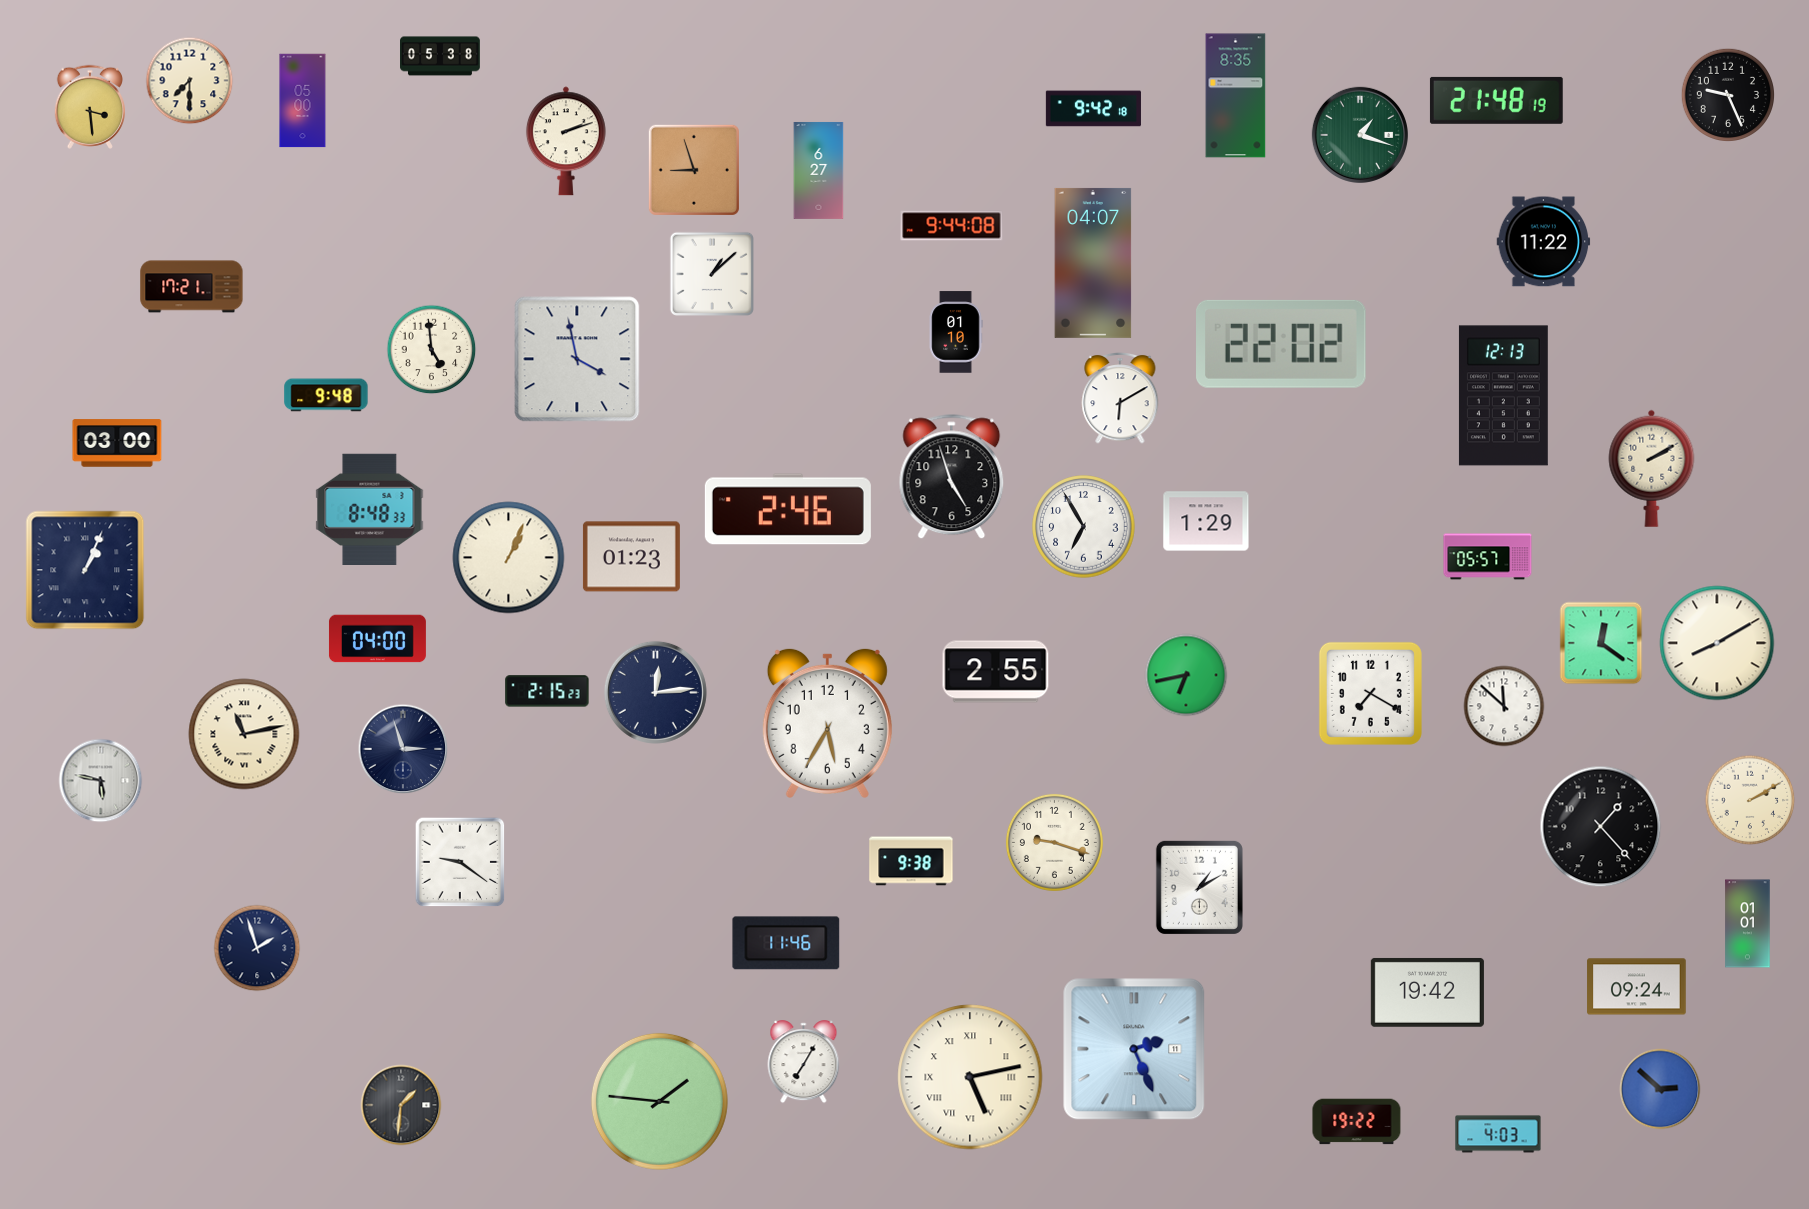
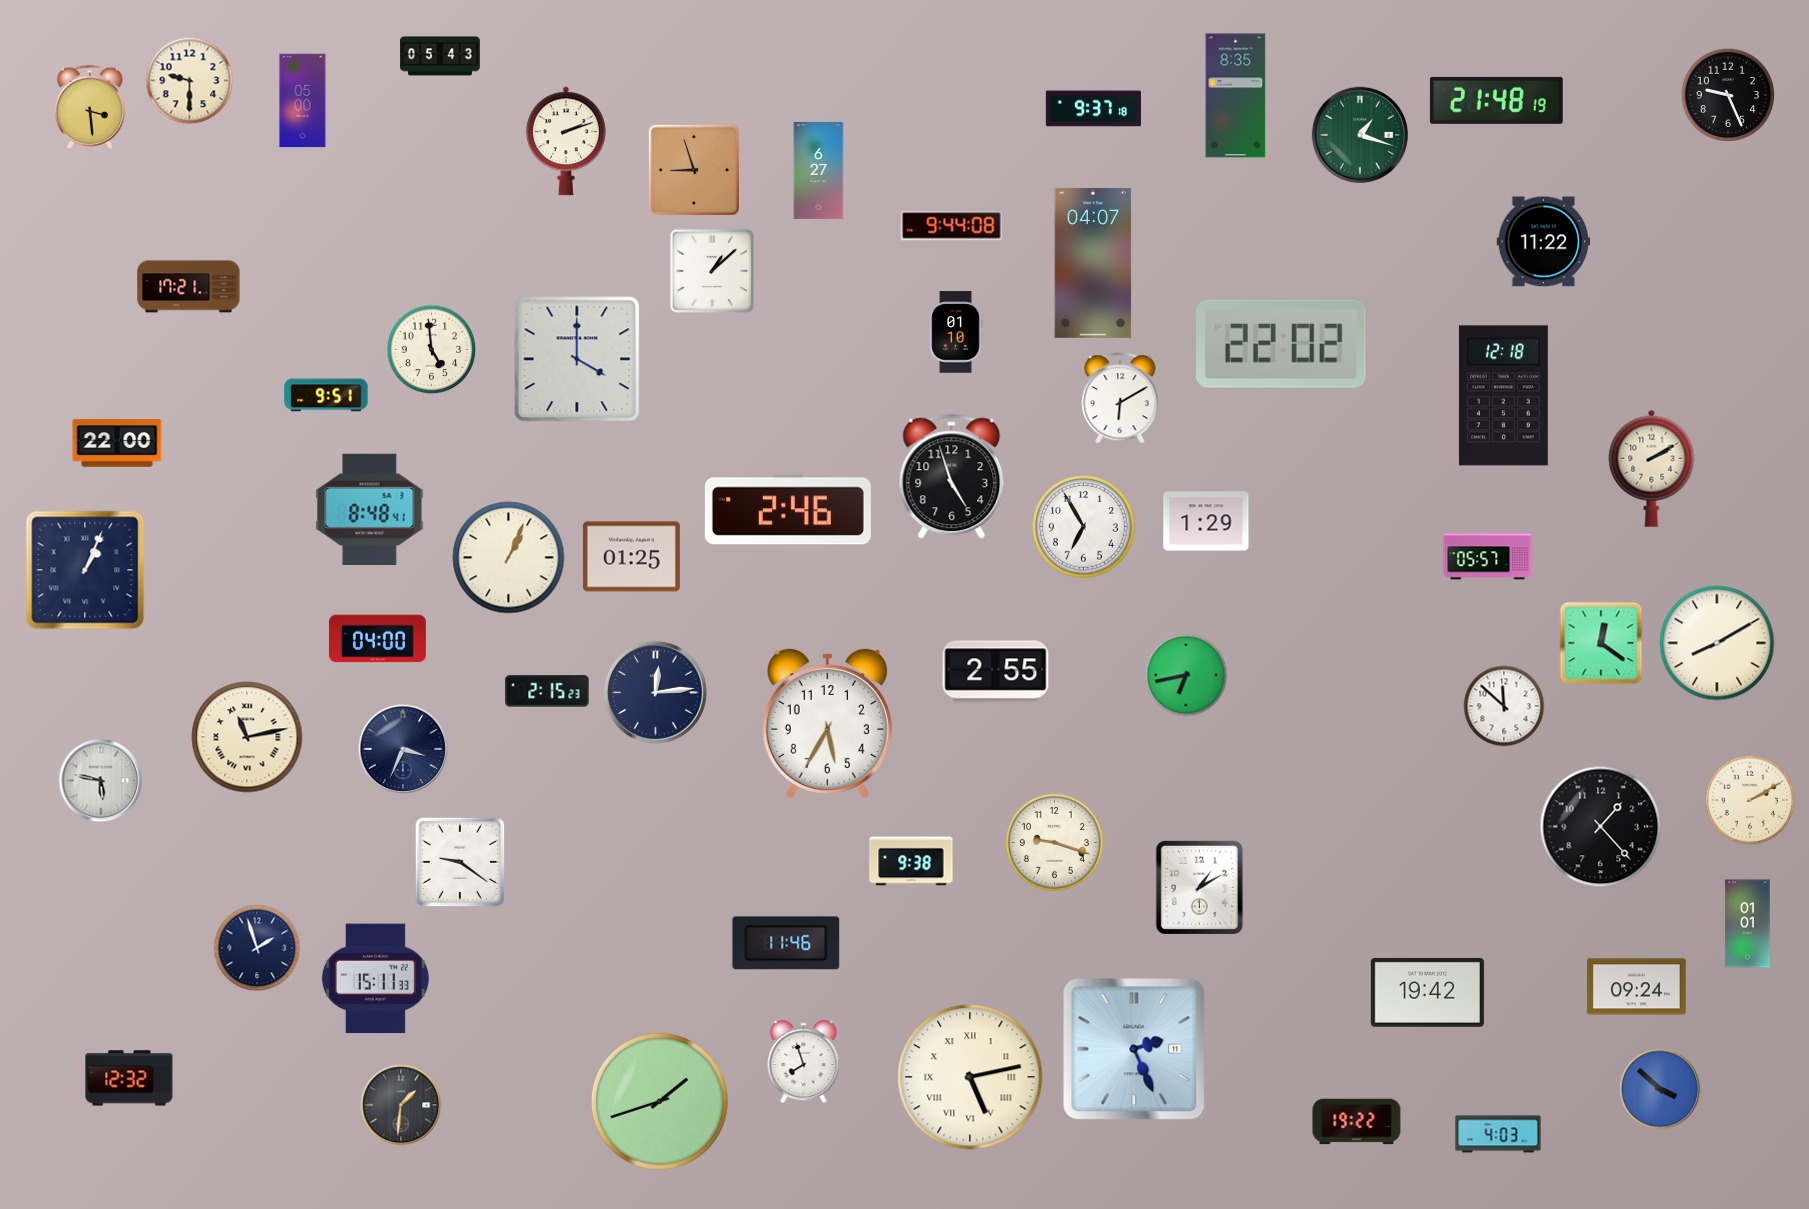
clock at (441, 56): 05:38 -> 05:43
clock at (190, 81): 7:30 -> 9:30
clock at (1093, 109): 9:42 -> 9:37
clock at (712, 274) position: (712, 274) -> (712, 271)
clock at (192, 287) position: (192, 287) -> (189, 287)
clock at (577, 359): 3:58 -> 4:00
clock at (326, 395): 9:48 -> 9:51
clock at (1503, 396): 12:13 -> 12:18
clock at (117, 443): 03:00 -> 22:00
clock at (370, 509): 8:48:33 -> 8:48:41
clock at (631, 557): 01:23 -> 01:25
clock at (1370, 693): 7:20 -> none
clock at (244, 734) position: (244, 734) -> (247, 737)
clock at (403, 749): 2:57 -> 3:34
clock at (375, 979): none -> 15:11
clock at (804, 1062): 7:05 -> 7:57
clock at (129, 1078): none -> 12:32
clock at (1660, 1089): 2:52 -> 3:52
clock at (659, 1101): 1:46 -> 1:42
